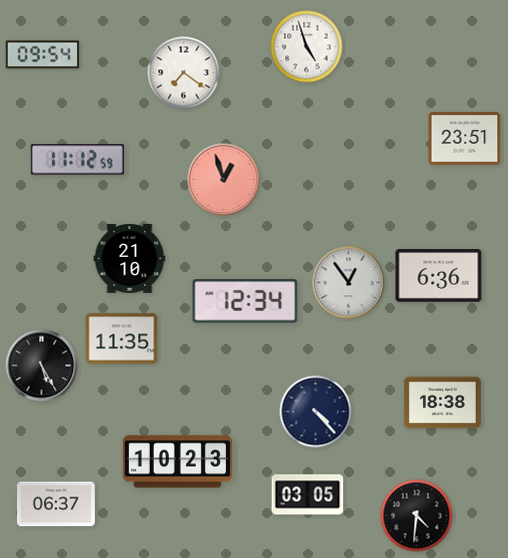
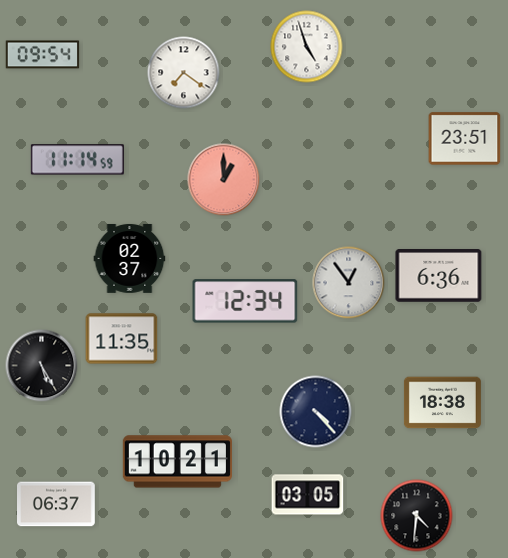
clock at (77, 160): 11:12 -> 11:14
clock at (224, 180): 12:57 -> 1:00
clock at (130, 258): 21:10 -> 02:37
clock at (177, 462): 10:23 -> 10:21
